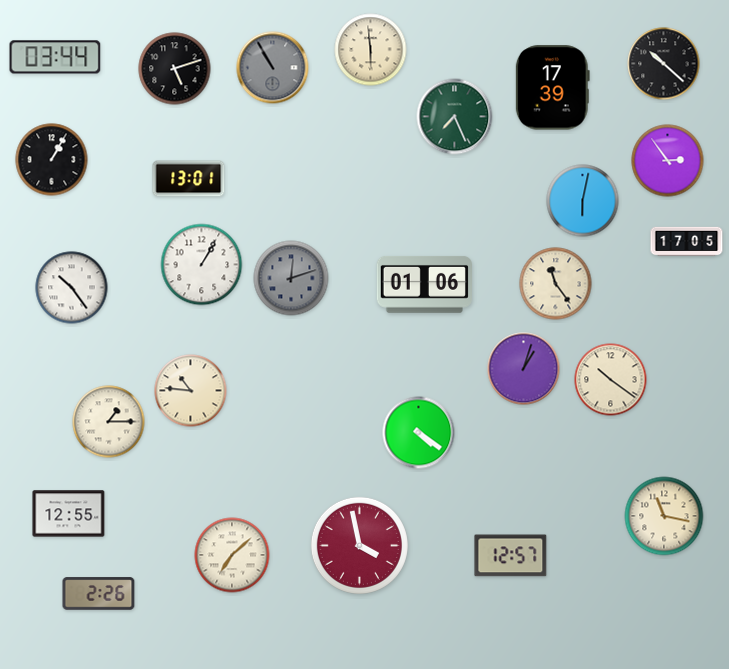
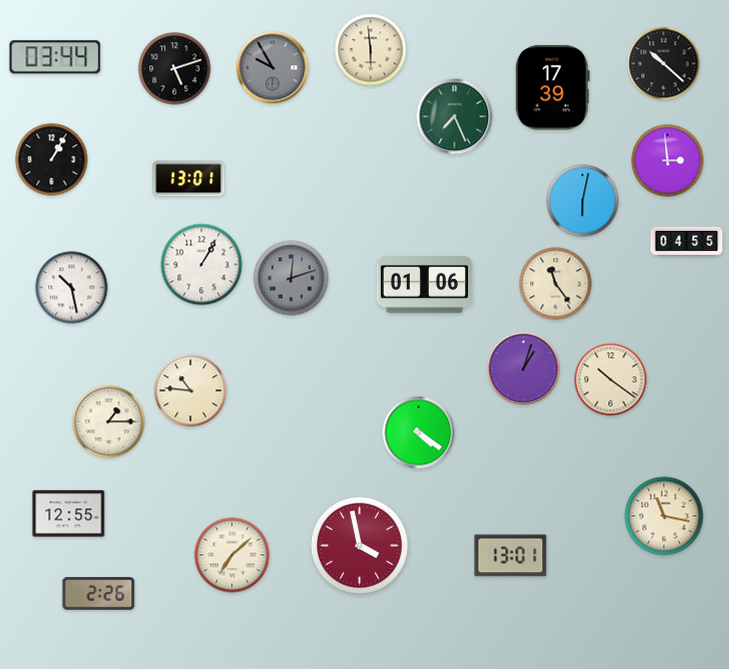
clock at (273, 68): 10:55 -> 9:55
clock at (668, 161): 2:54 -> 2:59
clock at (687, 242): 17:05 -> 04:55
clock at (72, 288): 10:24 -> 10:28
clock at (511, 556): 12:57 -> 13:01
